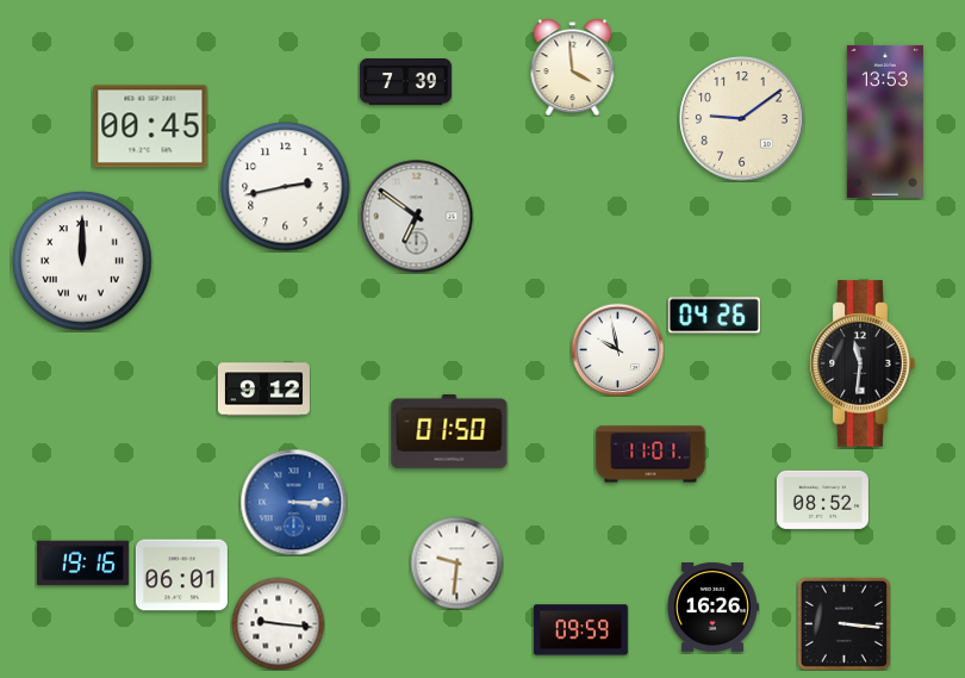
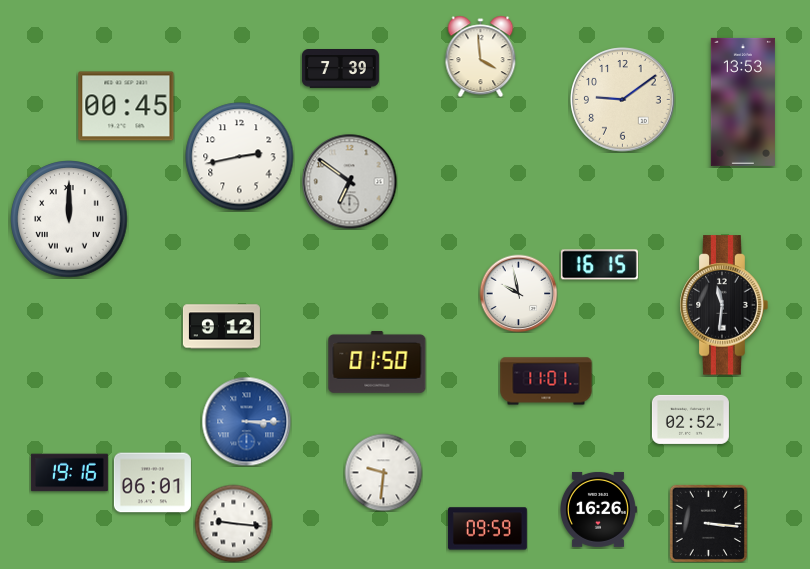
clock at (714, 316): 04:26 -> 16:15
clock at (822, 499): 08:52 -> 02:52
